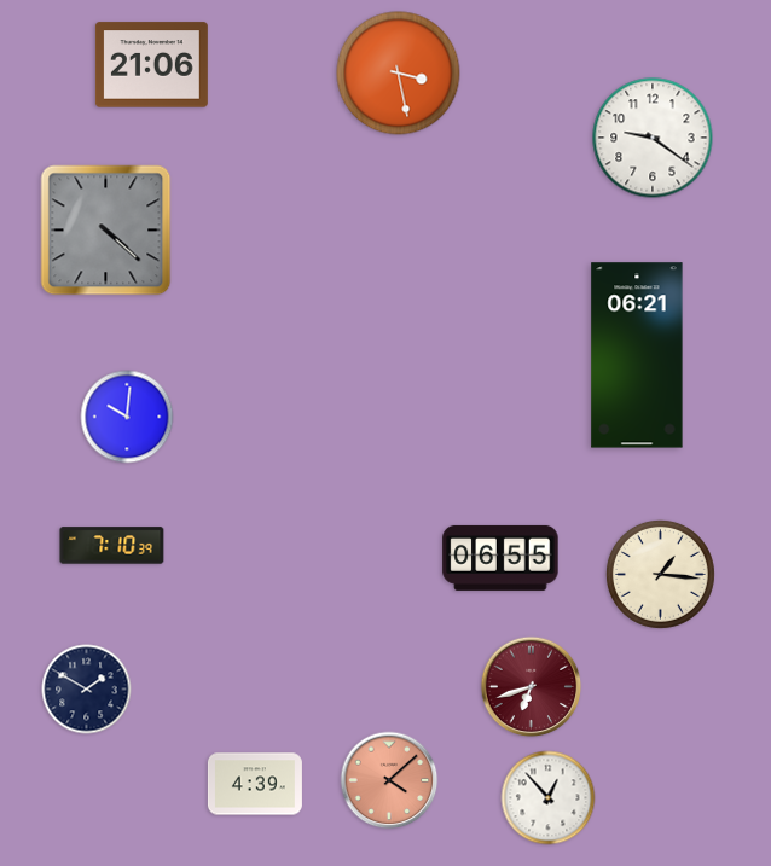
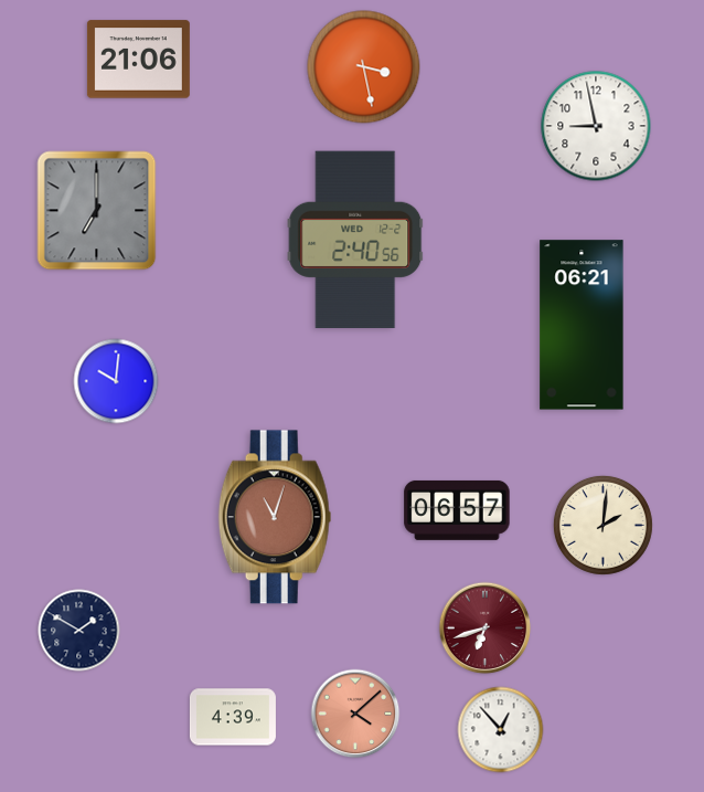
clock at (653, 138): 9:21 -> 8:58
clock at (106, 231): 4:22 -> 7:00
clock at (355, 240): none -> 2:40
clock at (112, 546): 7:10 -> none
clock at (500, 558): 06:55 -> 06:57
clock at (275, 517): none -> 11:03
clock at (660, 574): 1:16 -> 2:01
